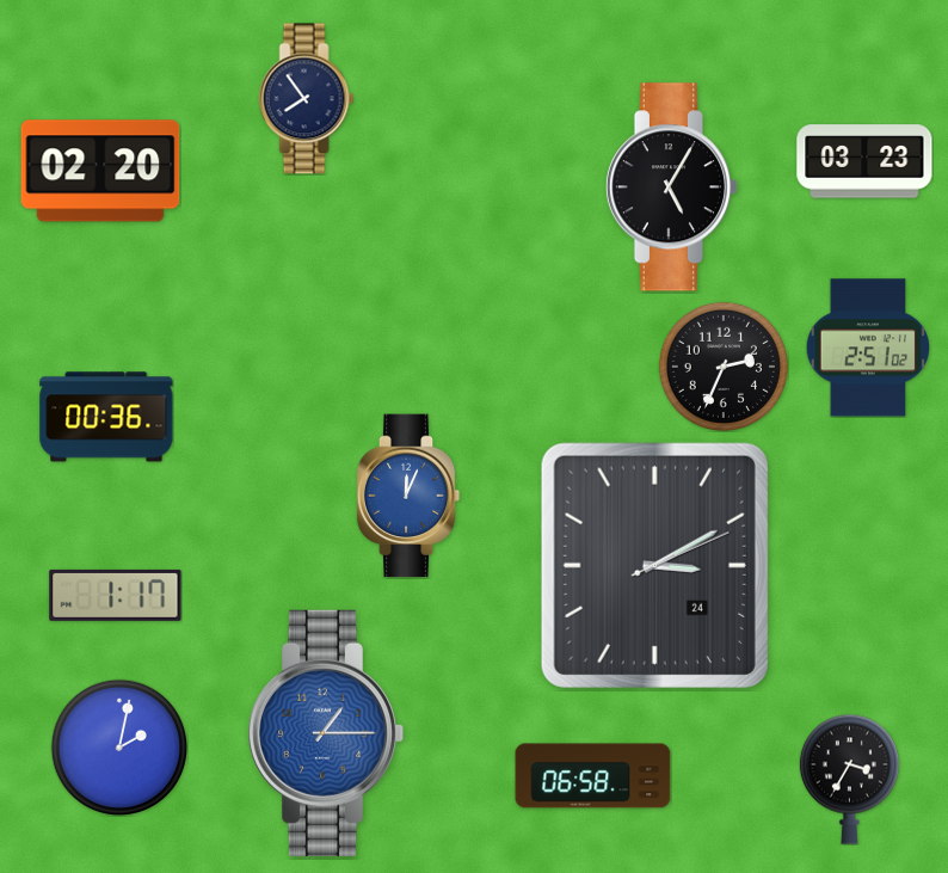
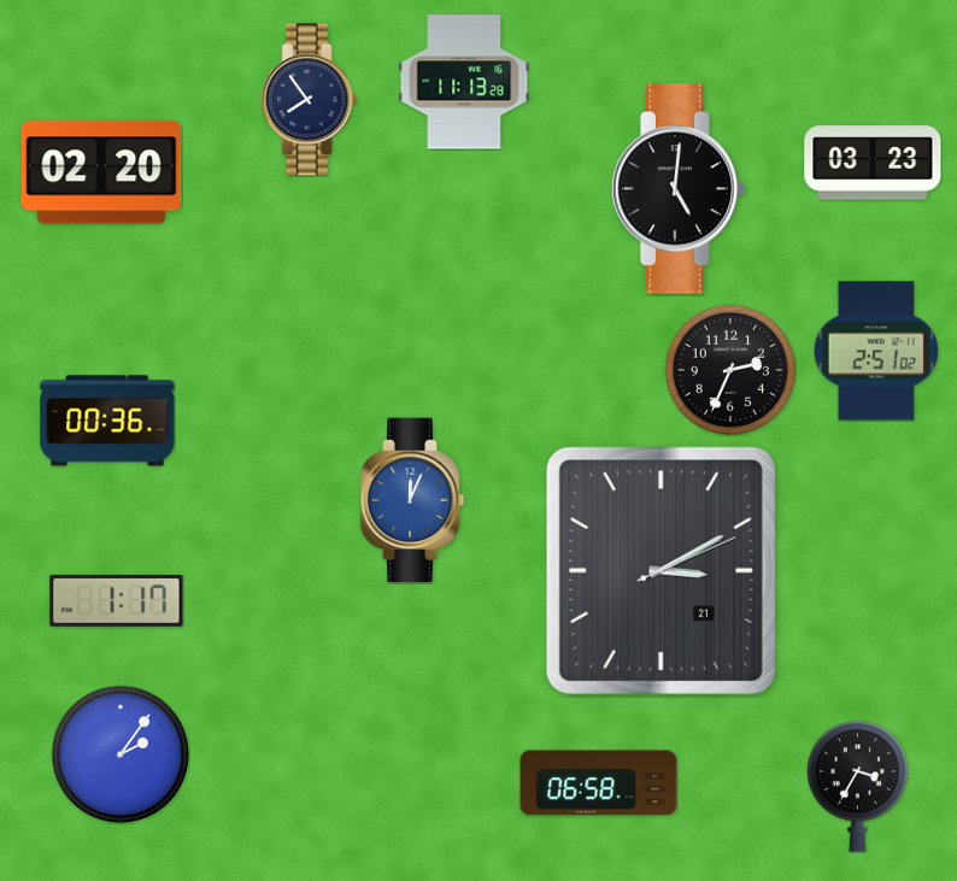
clock at (464, 82): none -> 11:13
clock at (671, 187): 5:05 -> 5:01
clock at (654, 565) date: 24 -> 21
clock at (326, 733): 1:15 -> none
clock at (118, 746): 2:02 -> 2:06
